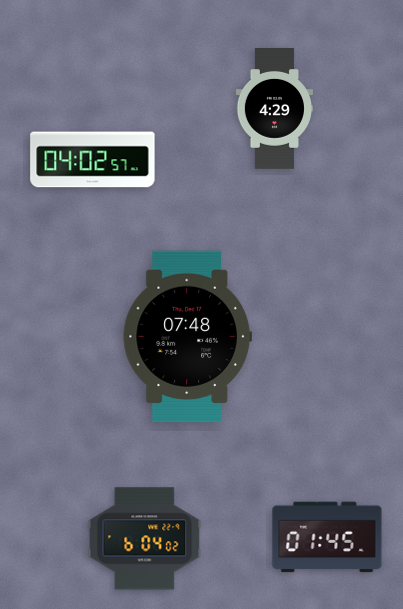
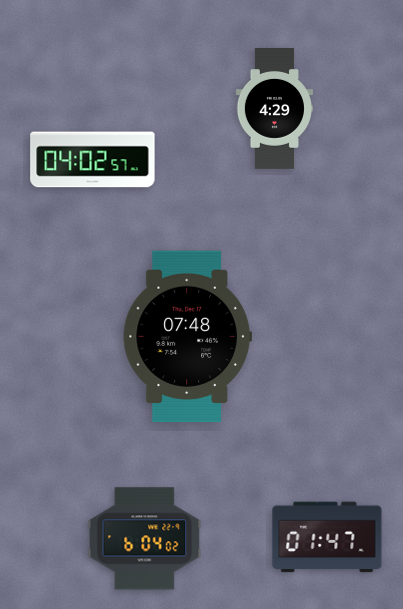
clock at (327, 537): 01:45 -> 01:47
